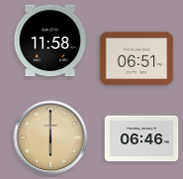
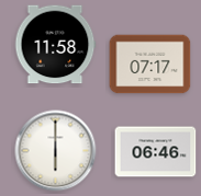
clock at (137, 59): 06:51 -> 07:17
clock at (51, 138) dial: champagne -> white
